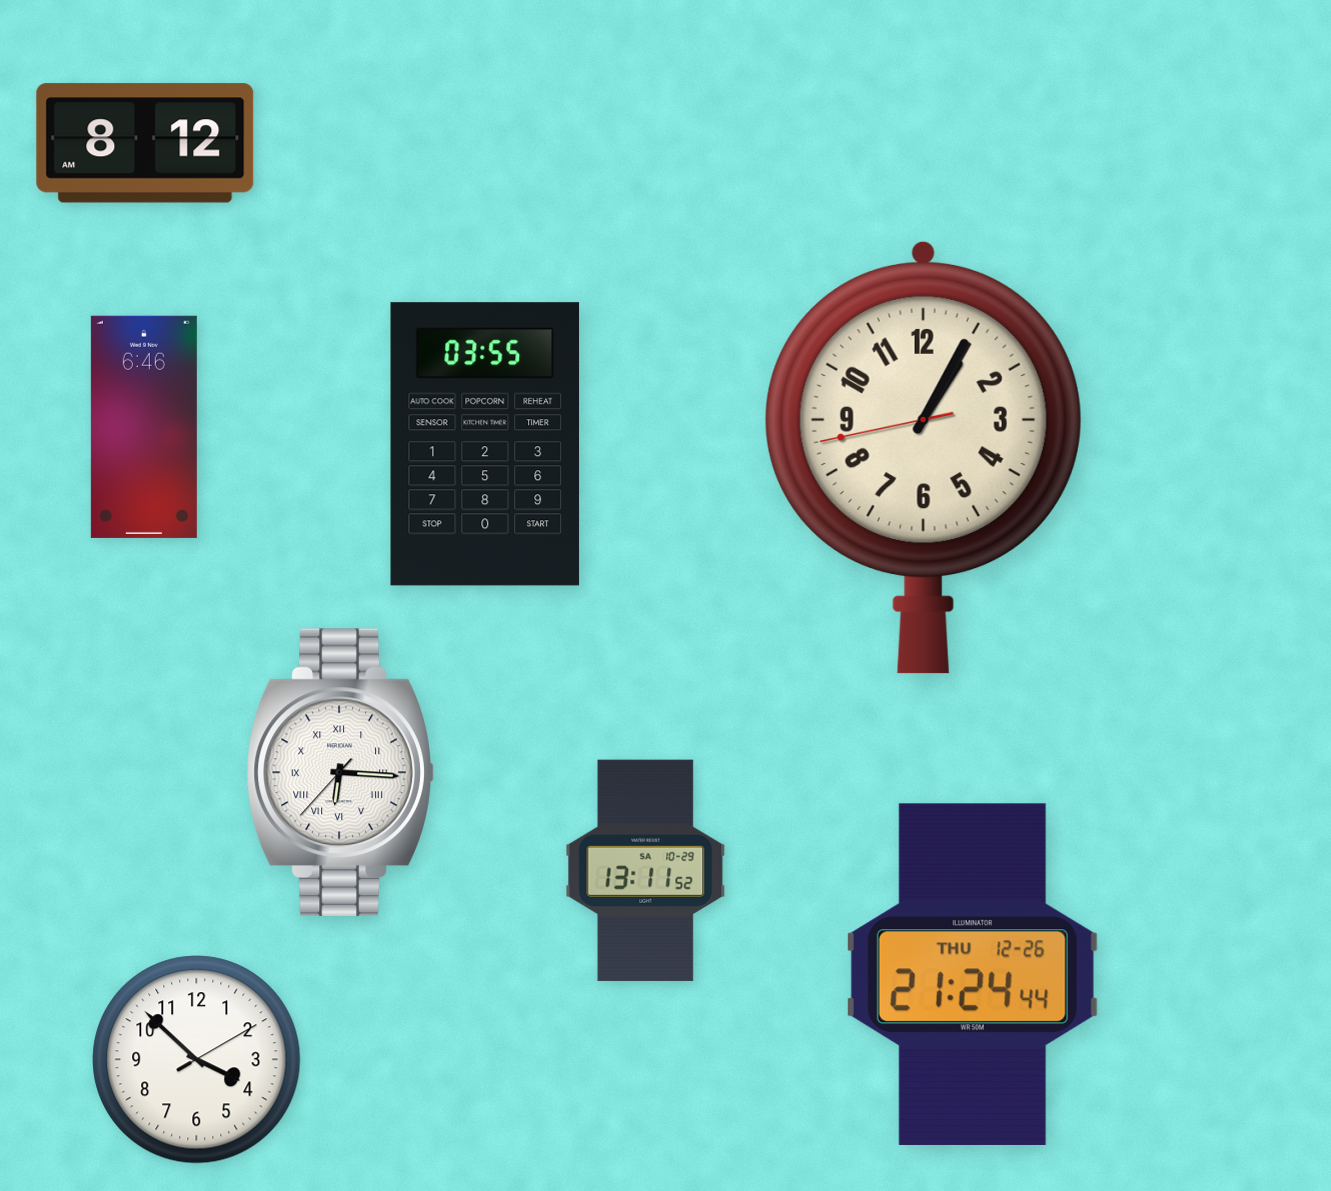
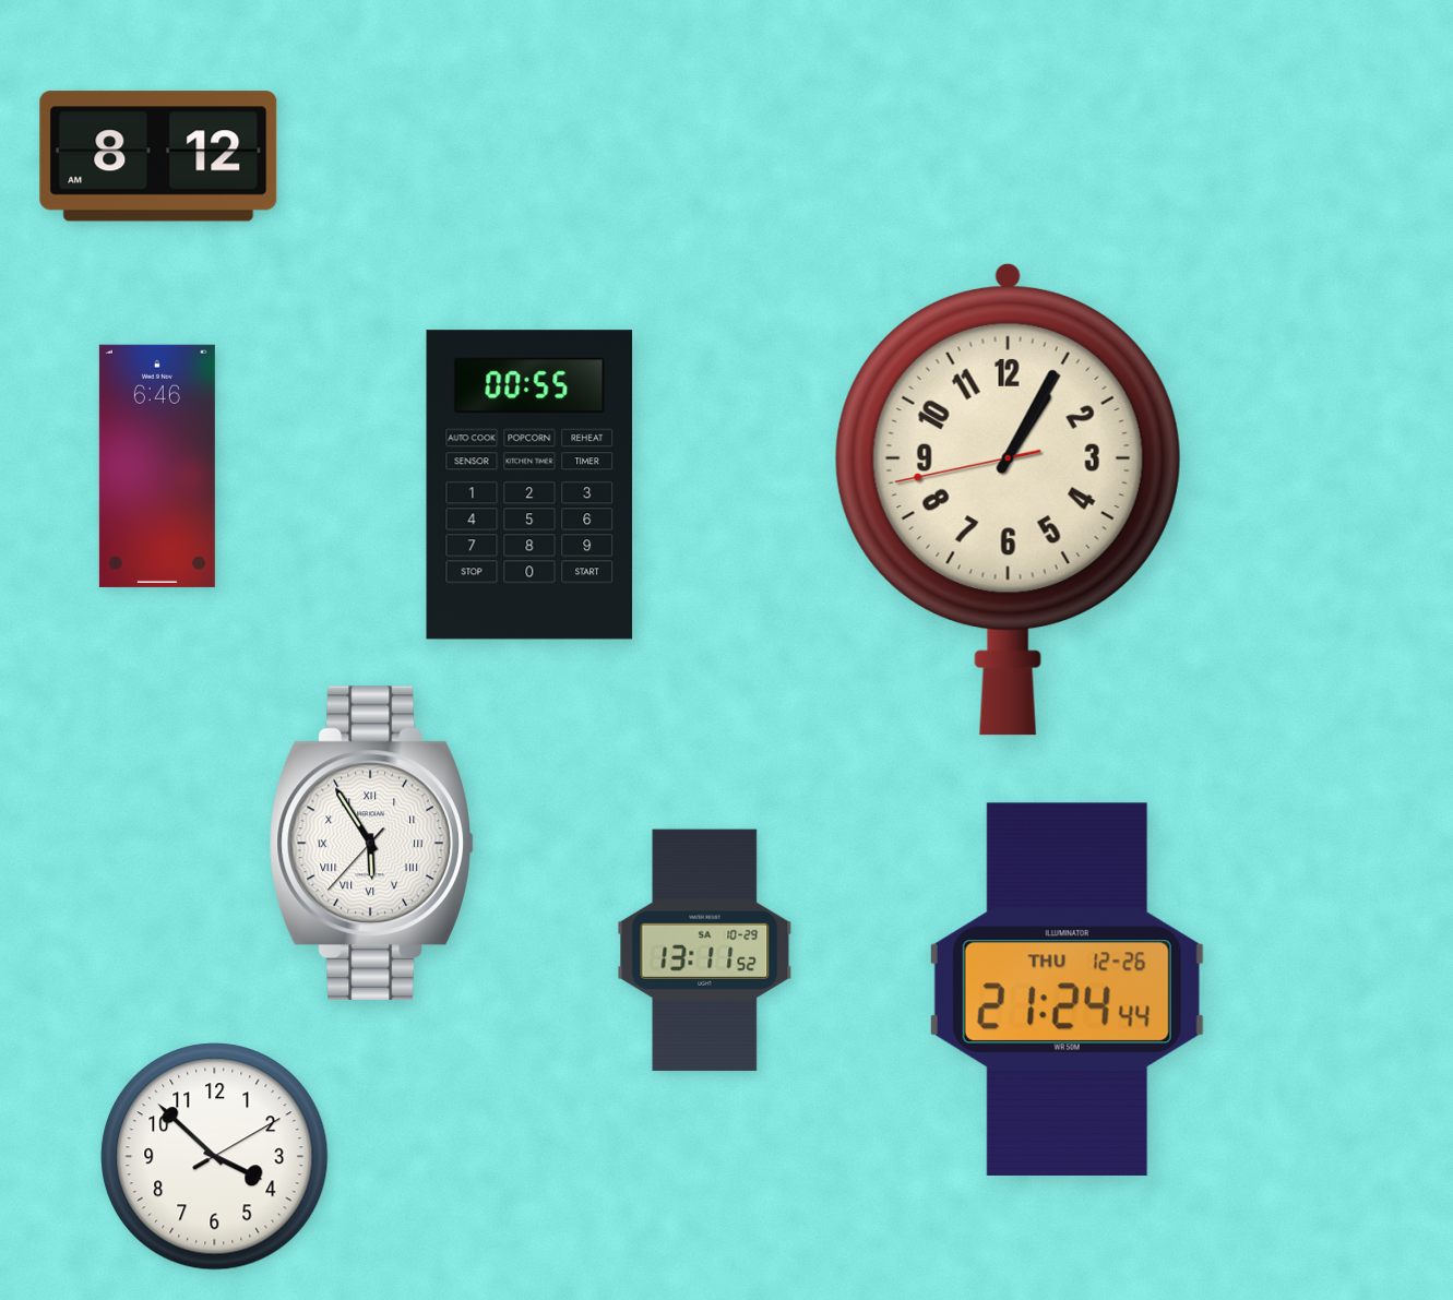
clock at (485, 444): 03:55 -> 00:55
clock at (340, 772): 6:15 -> 5:54
clock at (972, 974) position: (972, 974) -> (1067, 989)
